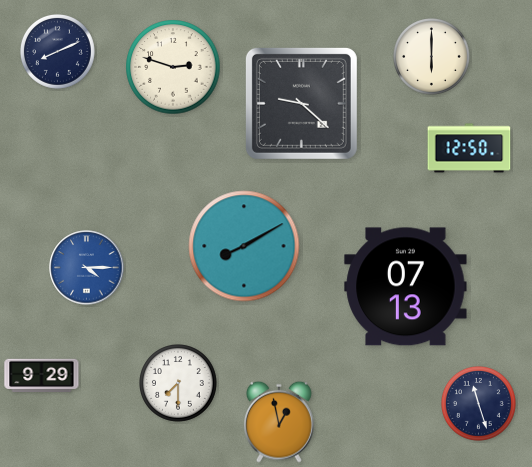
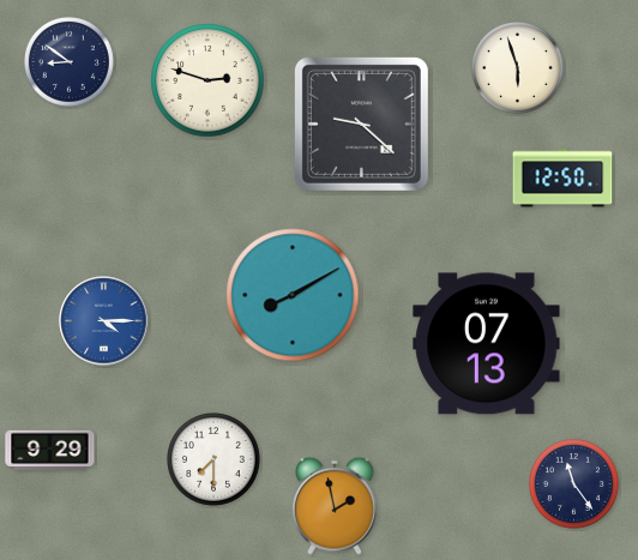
clock at (58, 52): 8:11 -> 8:51
clock at (432, 57): 6:00 -> 5:57
clock at (479, 404): 11:27 -> 11:24
clock at (280, 422): 12:58 -> 1:58
